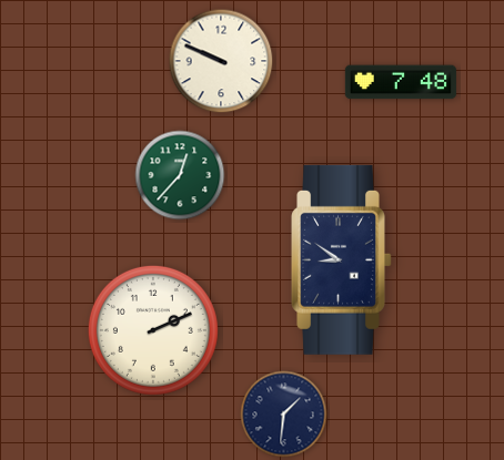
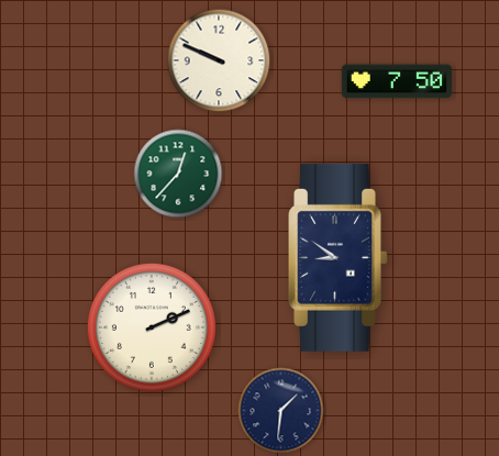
clock at (401, 82): 7:48 -> 7:50
